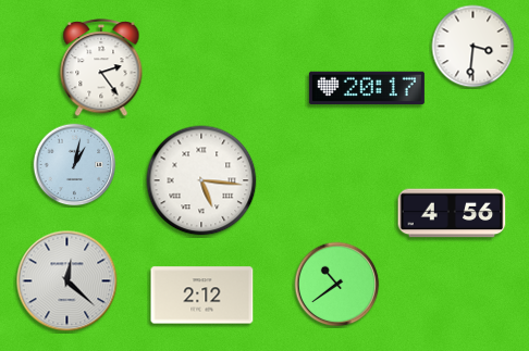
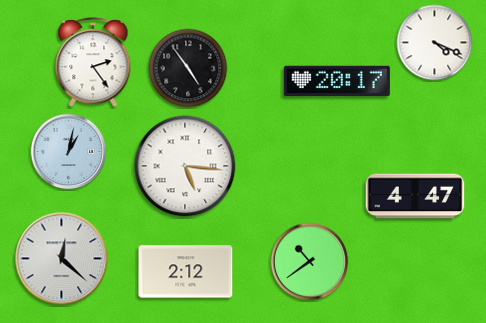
clock at (473, 47): 3:31 -> 4:19
clock at (188, 68): none -> 4:54
clock at (452, 213): 4:56 -> 4:47
